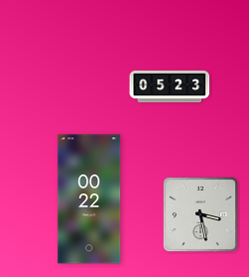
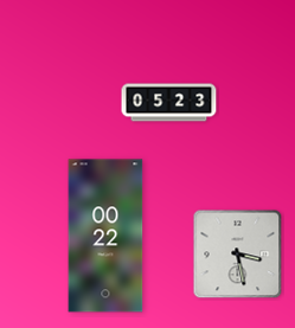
clock at (170, 87) position: (170, 87) -> (169, 103)
